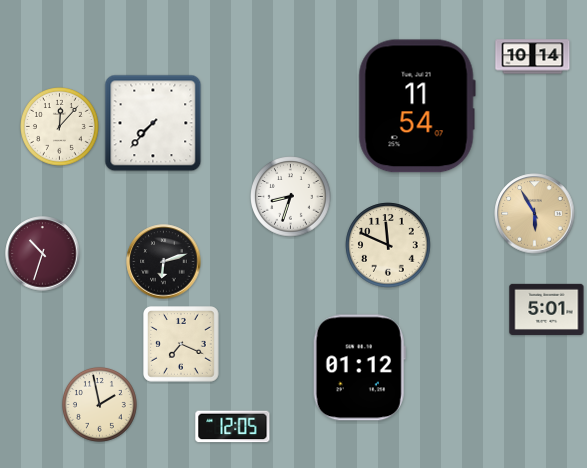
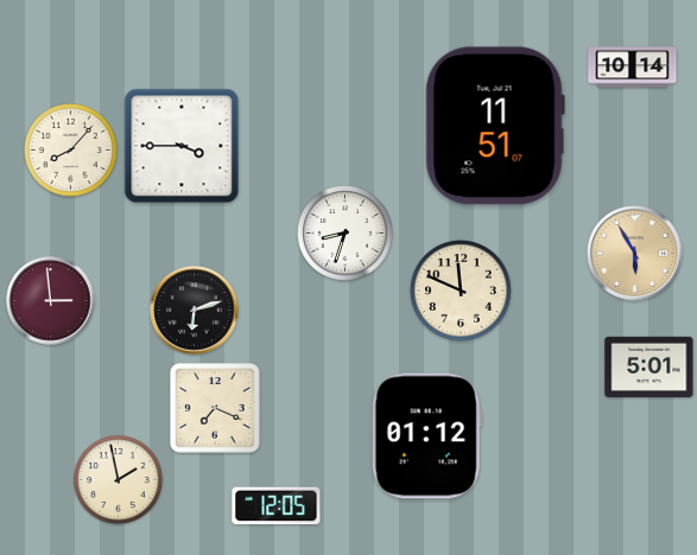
clock at (417, 106): 11:54 -> 11:51
clock at (153, 123): 7:37 -> 3:45
clock at (60, 127): 12:07 -> 8:07
clock at (43, 254): 10:33 -> 2:59
